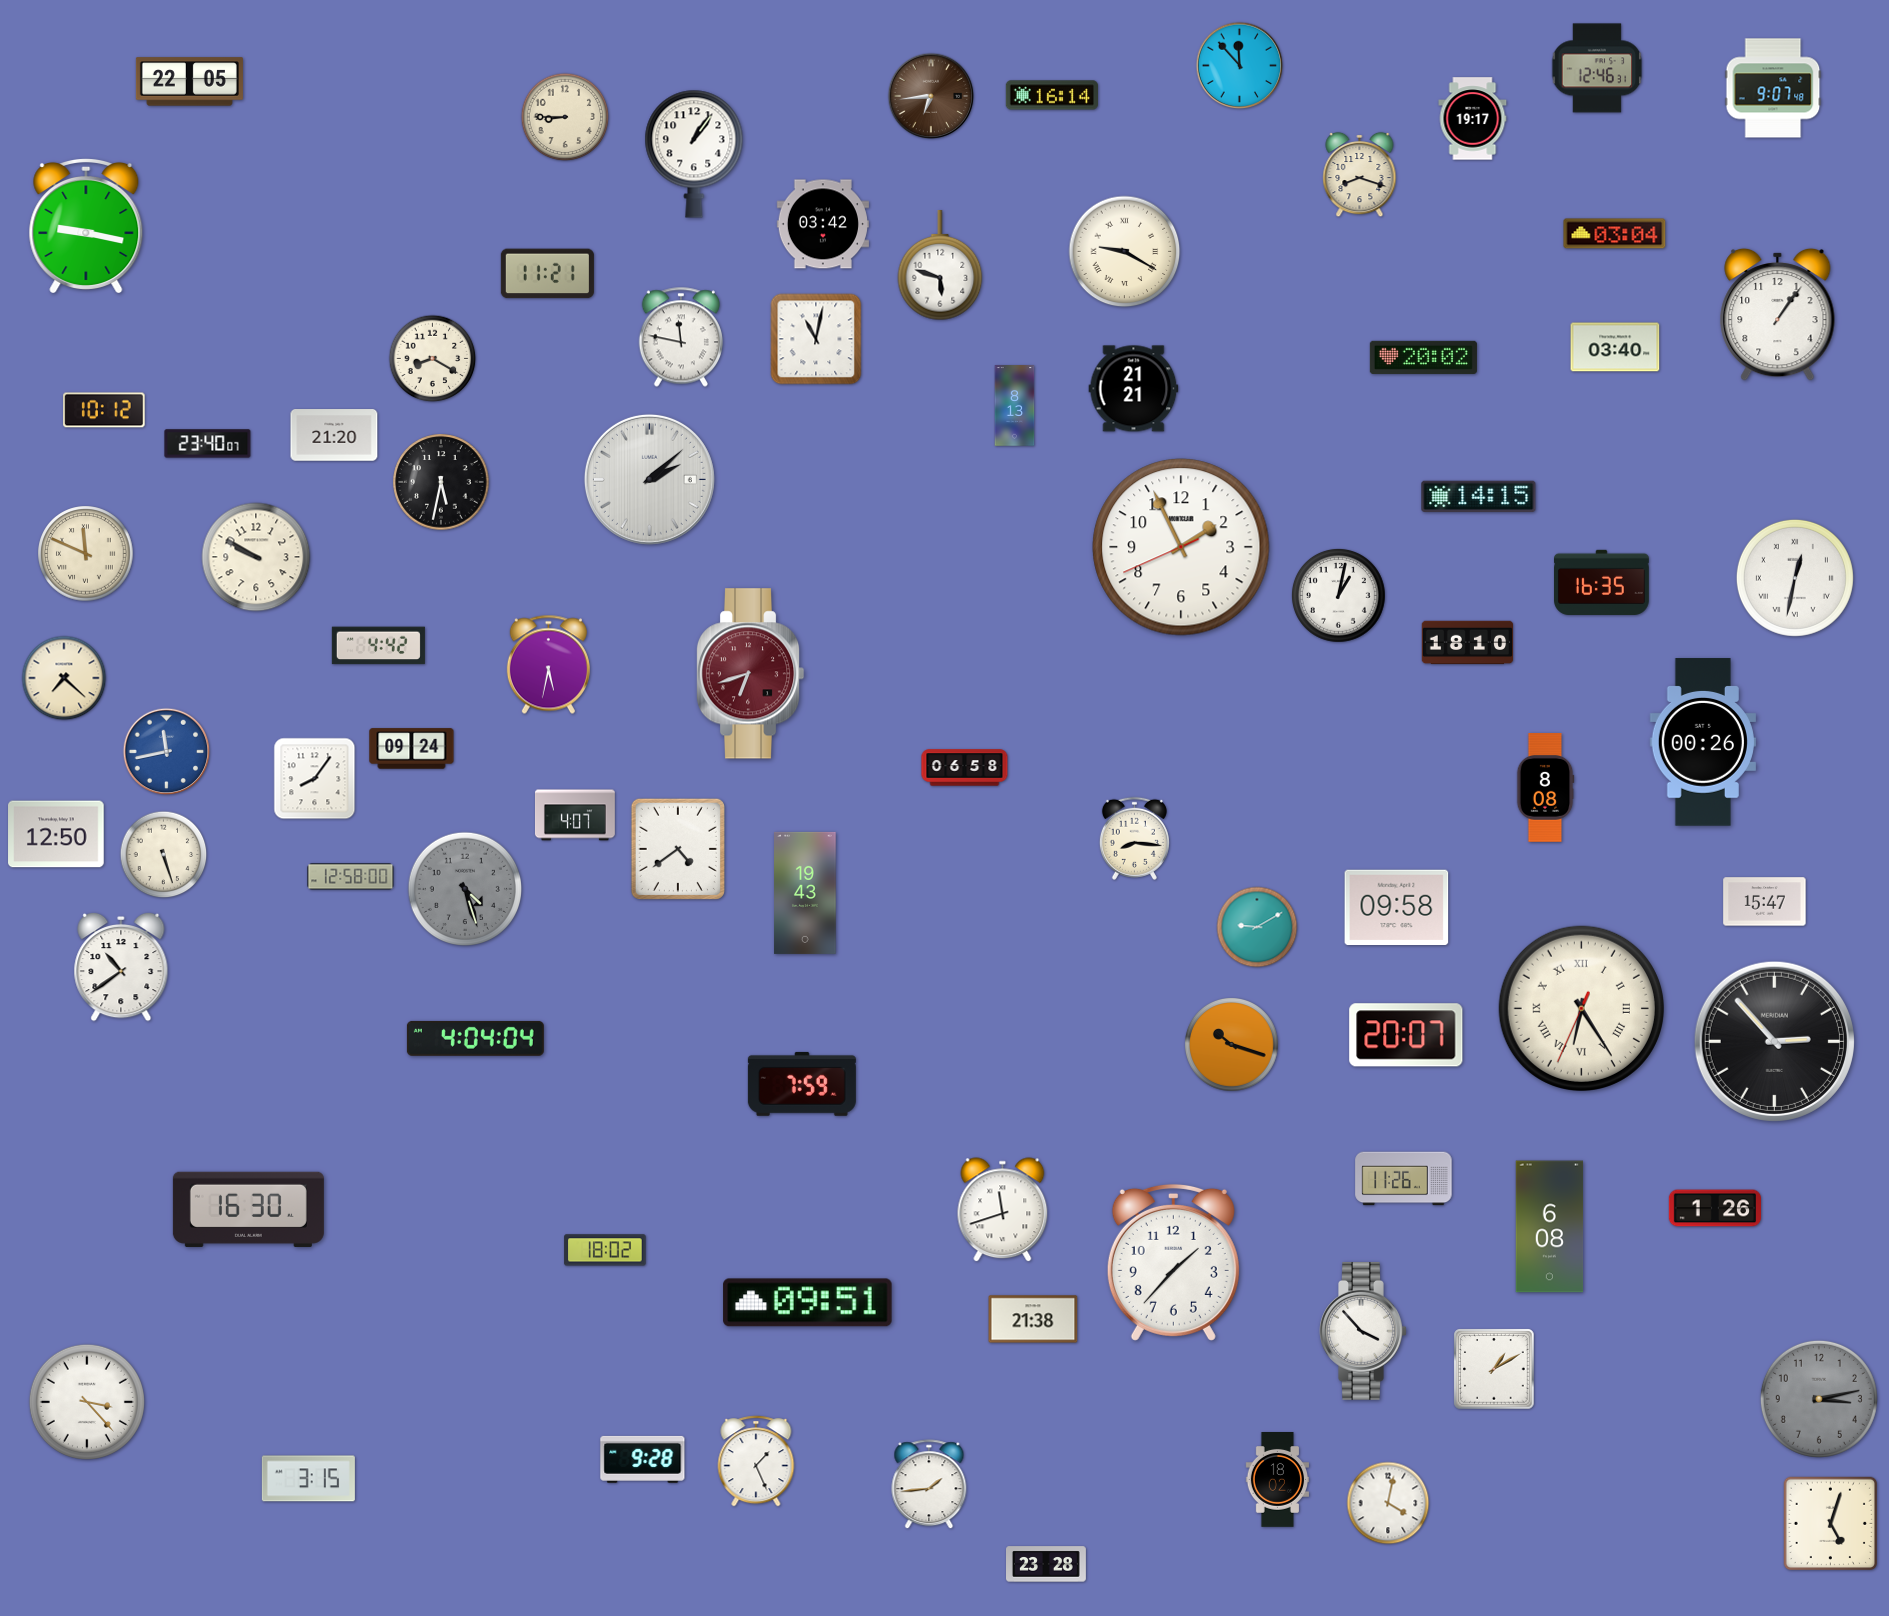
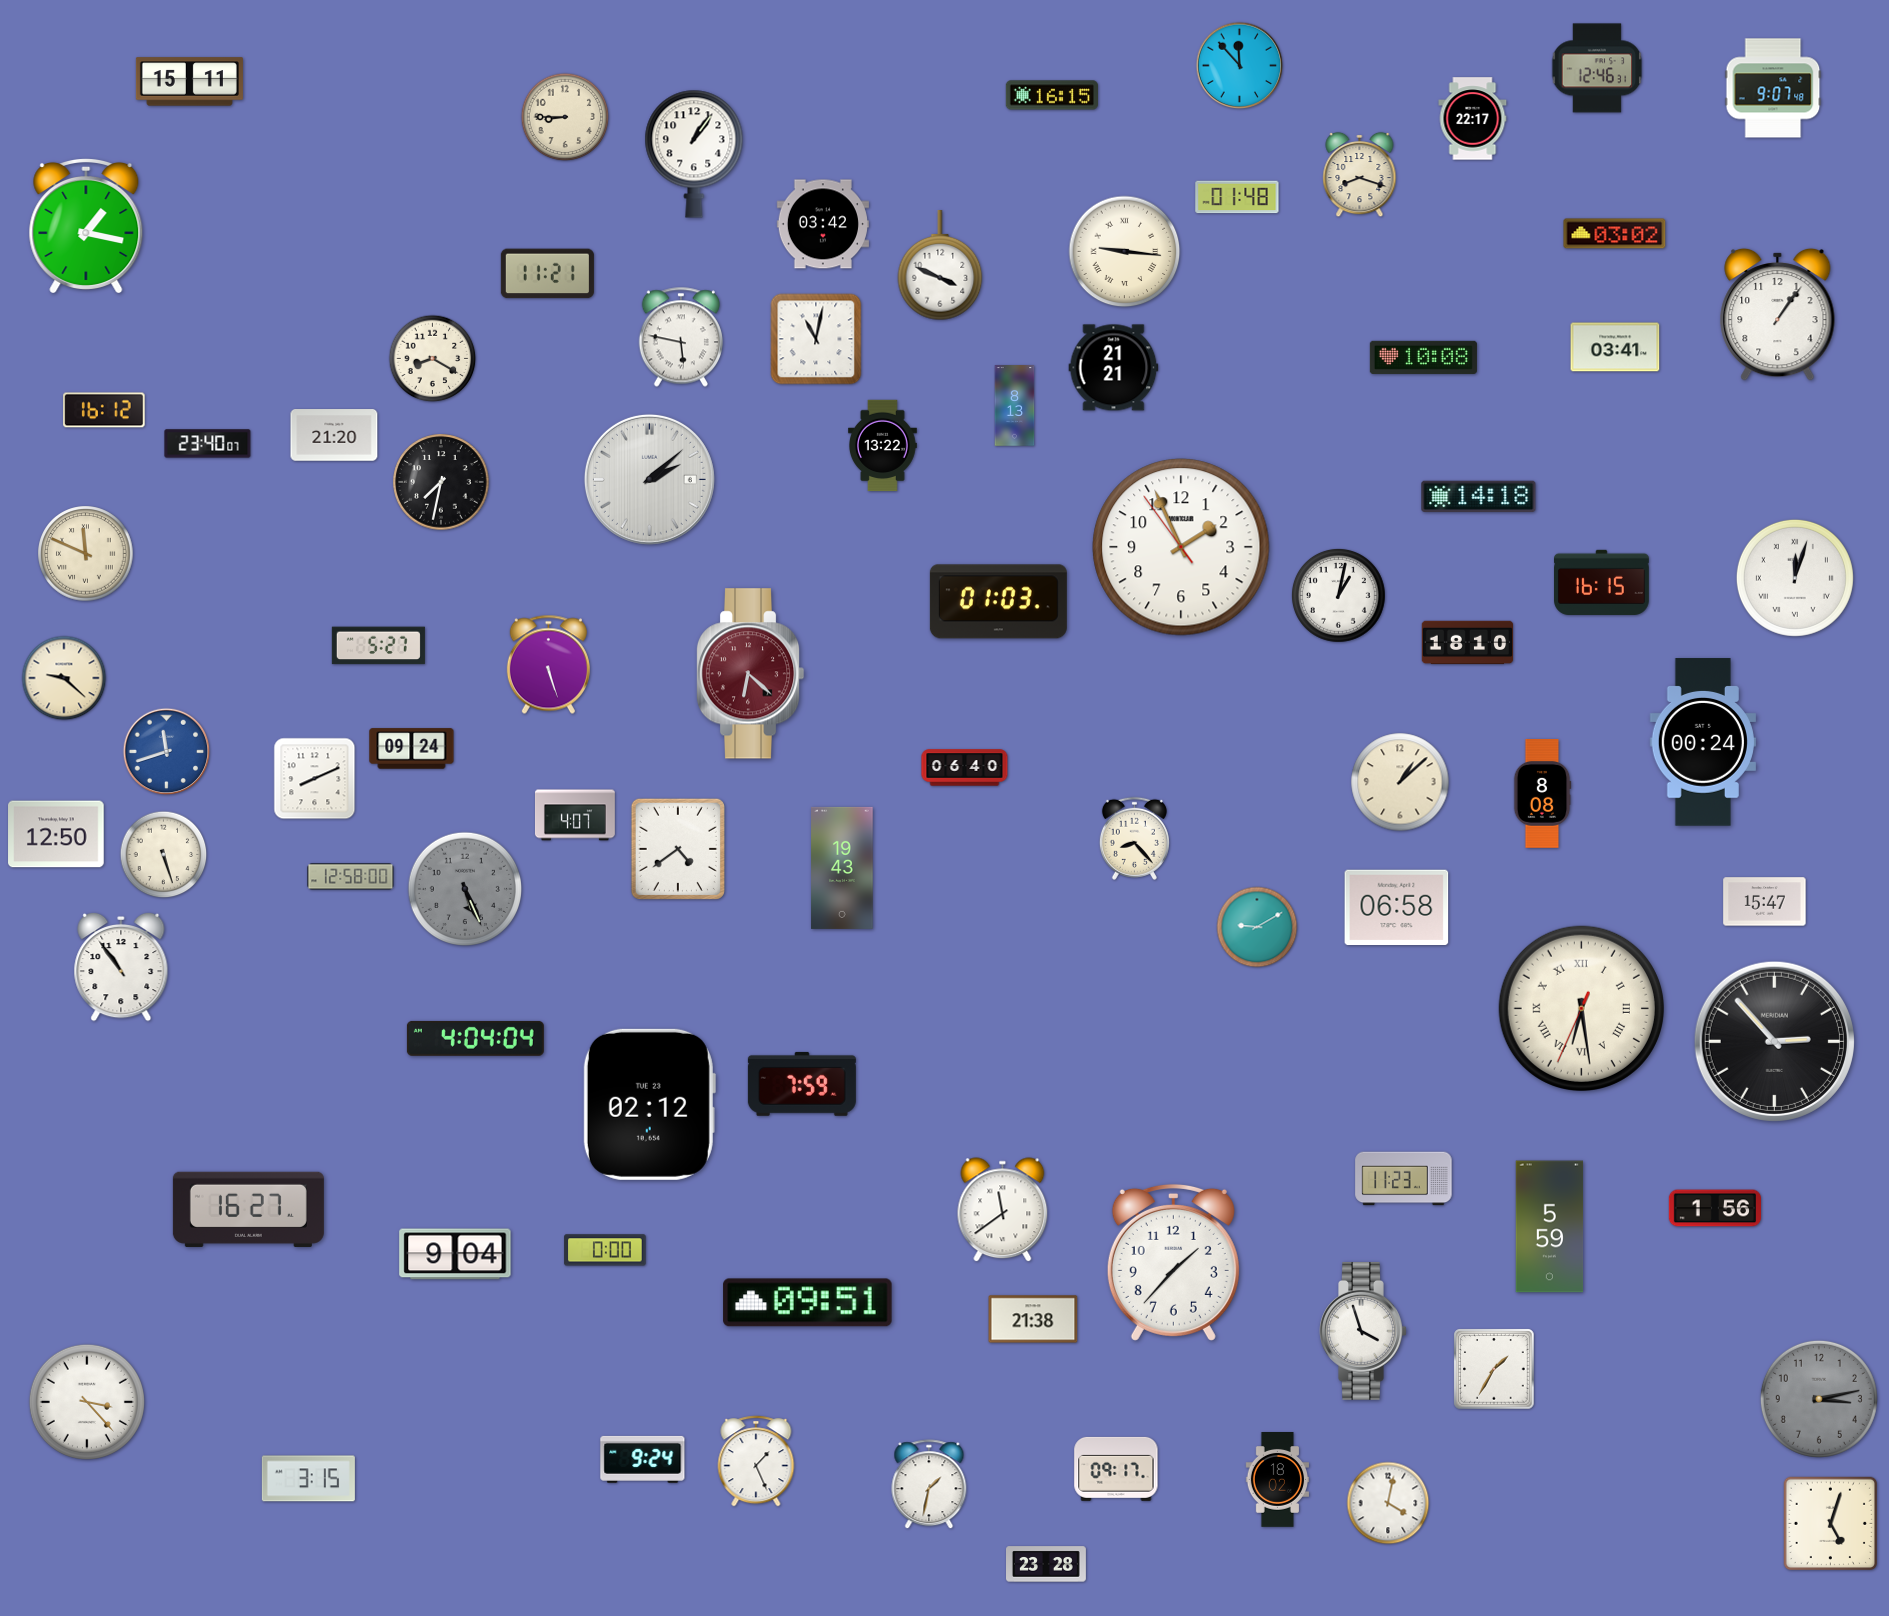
clock at (189, 82): 22:05 -> 15:11
clock at (1051, 95): 16:14 -> 16:15
clock at (931, 96): 6:44 -> none
clock at (1473, 119): 19:17 -> 22:17
clock at (1237, 197): none -> 01:48
clock at (86, 225): 9:17 -> 1:17
clock at (1615, 234): 03:04 -> 03:02
clock at (1125, 252): 9:20 -> 9:16
clock at (940, 266): 5:48 -> 3:49
clock at (680, 337): 11:47 -> 5:47
clock at (1615, 347): 03:40 -> 03:41
clock at (1423, 357): 20:02 -> 10:08
clock at (1134, 389) position: (1134, 389) -> (1114, 368)
clock at (104, 410): 10:12 -> 16:12
clock at (883, 446): none -> 13:22
clock at (441, 482): 5:32 -> 7:32
clock at (1479, 497): 14:15 -> 14:18
clock at (1181, 547): 1:55:41 -> 1:55:54
clock at (256, 557): 9:50 -> none
clock at (1795, 578): 12:32 -> 12:03
clock at (1602, 582): 16:35 -> 16:15
clock at (998, 602): none -> 01:03
clock at (378, 646): 4:42 -> 5:27
clock at (548, 665): 5:32 -> 5:27
clock at (750, 674): 6:42 -> 6:22
clock at (64, 678): 7:22 -> 9:22
clock at (1703, 742): 00:26 -> 00:24
clock at (167, 752): 11:43 -> 11:42
clock at (965, 768): 06:58 -> 06:40
clock at (315, 779): 8:06 -> 8:11
clock at (1400, 782): none -> 1:08
clock at (1545, 788) position: (1545, 788) -> (1542, 794)
clock at (1134, 838): 8:16 -> 8:23
clock at (465, 889): 4:27 -> 5:26
clock at (805, 893) position: (805, 893) -> (842, 868)
clock at (1397, 908): 09:58 -> 06:58
clock at (121, 967): 10:39 -> 10:54
clock at (1581, 1008): 6:24 -> 6:28
clock at (1406, 1035): 20:07 -> none
clock at (1232, 1045): 10:18 -> none
clock at (649, 1104): none -> 02:12
clock at (1404, 1179): 11:26 -> 11:23
clock at (1714, 1208): 1:26 -> 1:56
clock at (248, 1209): 16:30 -> 16:27
clock at (1003, 1210): 11:42 -> 11:39
clock at (1550, 1227): 6:08 -> 5:59
clock at (605, 1250): 18:02 -> 0:00
clock at (455, 1254): none -> 9:04
clock at (1363, 1331): 3:53 -> 3:57
clock at (1494, 1369): 1:10 -> 1:35
clock at (643, 1459): 9:28 -> 9:24
clock at (1116, 1469): none -> 09:17
clock at (929, 1485): 1:44 -> 1:32
